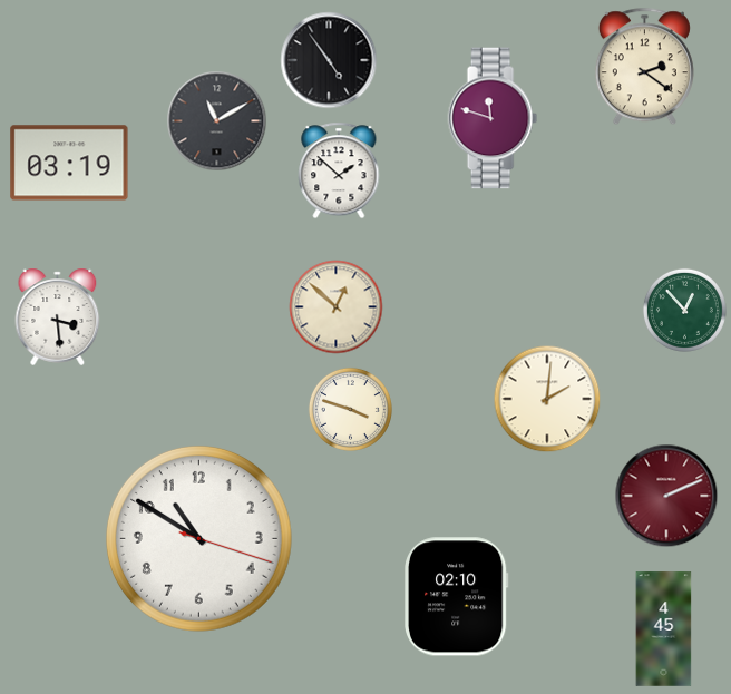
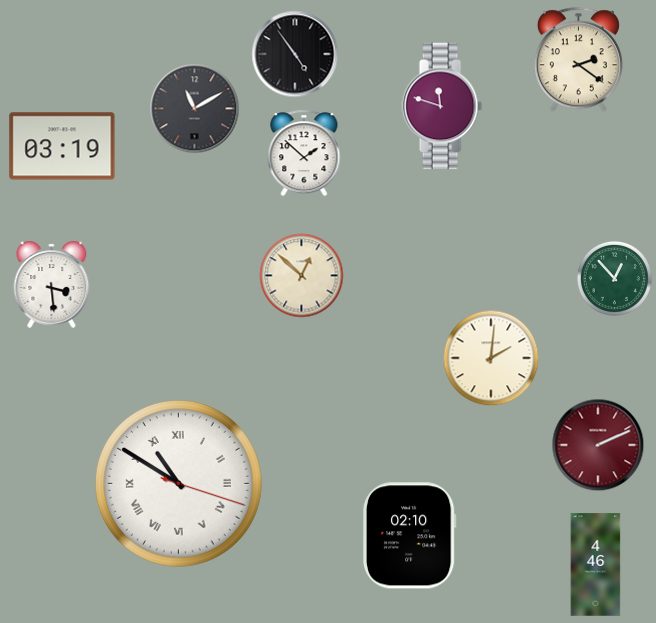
clock at (350, 409): 3:48 -> none
clock at (198, 538) numerals: Arabic -> Roman
clock at (664, 629): 4:45 -> 4:46
